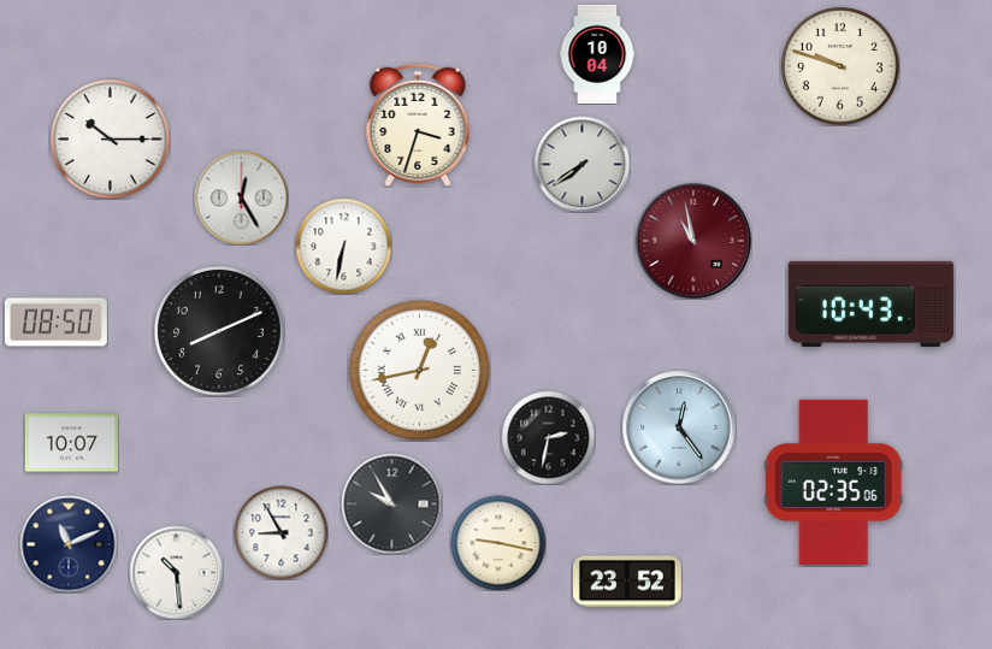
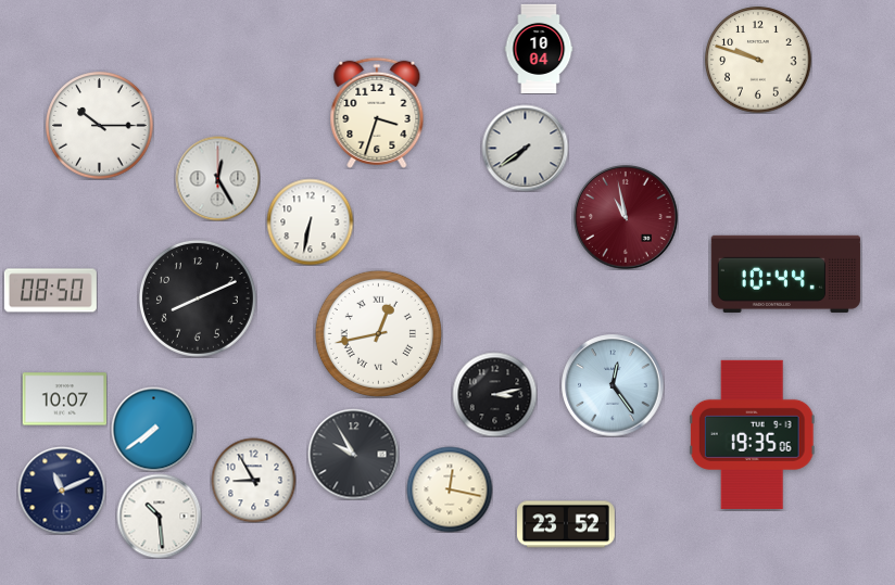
clock at (870, 303): 10:43 -> 10:44
clock at (548, 437): 2:32 -> 3:13
clock at (153, 429): none -> 7:39
clock at (833, 482): 02:35 -> 19:35
clock at (498, 543): 9:17 -> 12:17
